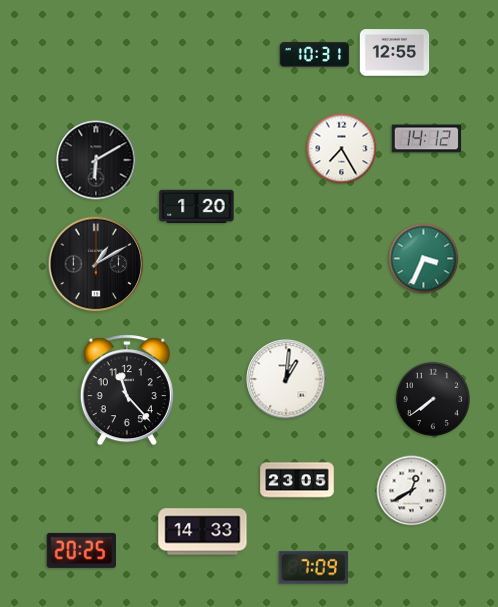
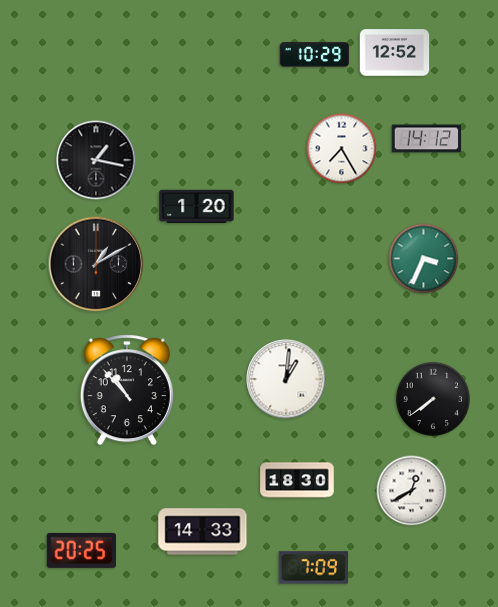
clock at (395, 53): 12:55 -> 12:52
clock at (315, 55): 10:31 -> 10:29
clock at (96, 160): 6:10 -> 1:17
clock at (127, 390): 11:23 -> 10:53
clock at (297, 480): 23:05 -> 18:30
